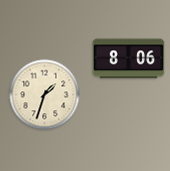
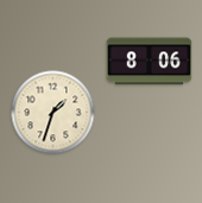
clock at (129, 59) position: (129, 59) -> (150, 62)
